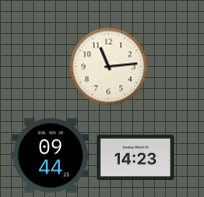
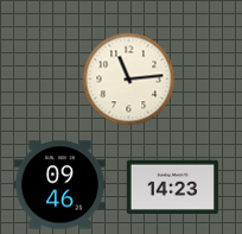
clock at (50, 156): 09:44 -> 09:46
clock at (135, 158) position: (135, 158) -> (172, 188)
